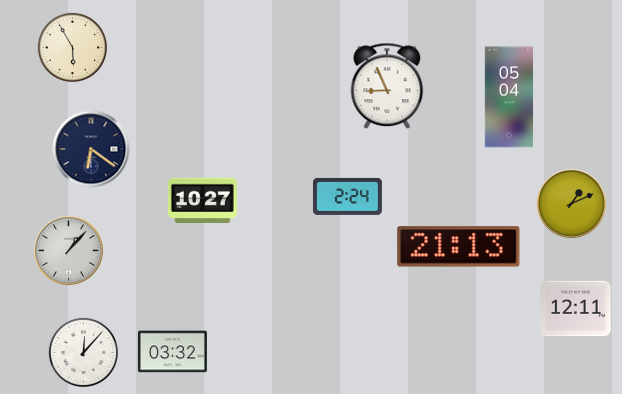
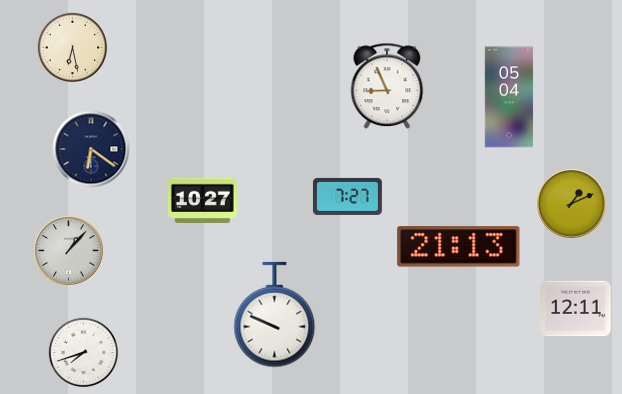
clock at (72, 47): 5:55 -> 6:28
clock at (347, 196): 2:24 -> 7:27
clock at (275, 315): none -> 9:49
clock at (83, 352): 12:07 -> 7:42
clock at (172, 352): 03:32 -> none
